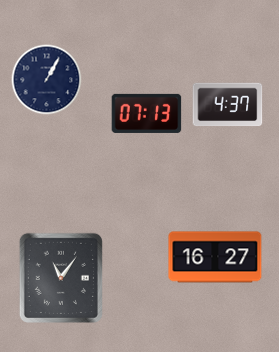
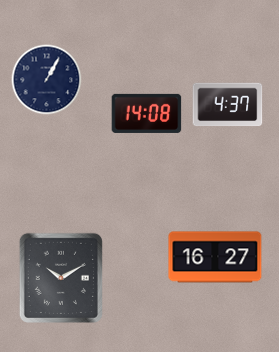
clock at (147, 113): 07:13 -> 14:08
clock at (61, 278): 11:06 -> 10:10
